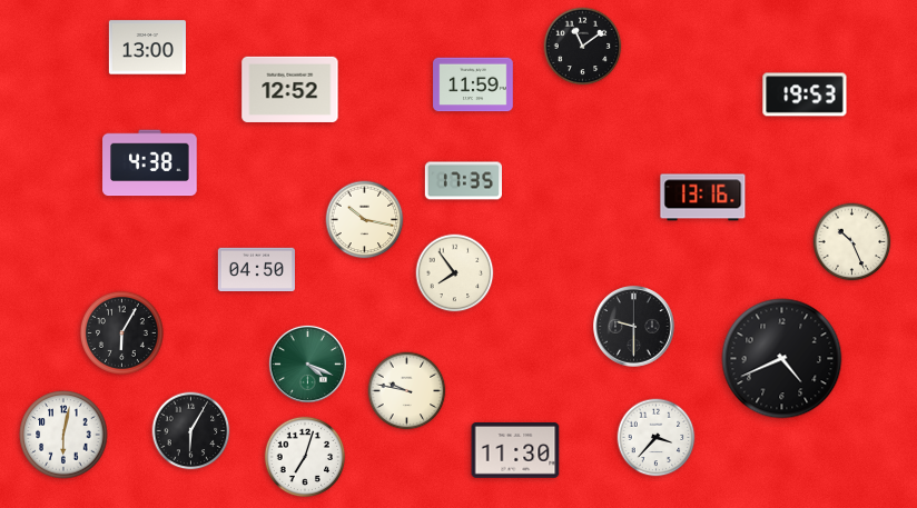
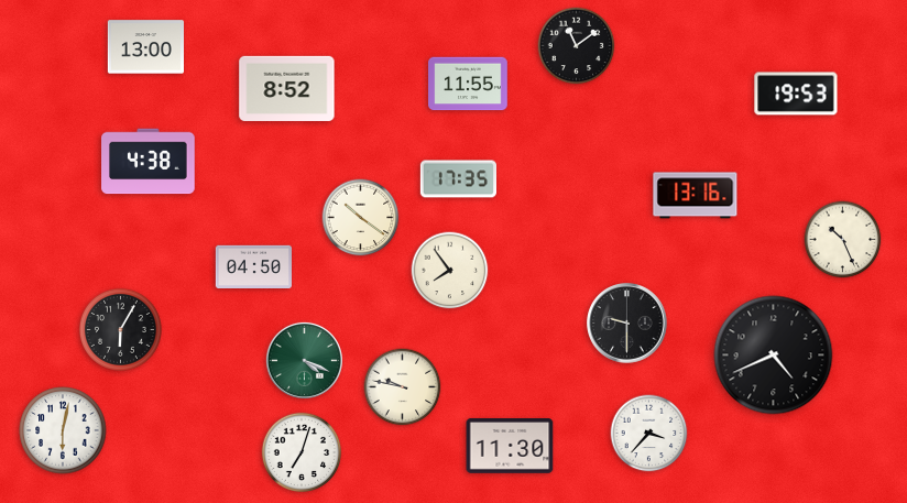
clock at (473, 84): 11:59 -> 11:55
clock at (290, 89): 12:52 -> 8:52
clock at (365, 220): 10:17 -> 10:21
clock at (191, 431): 6:05 -> none
